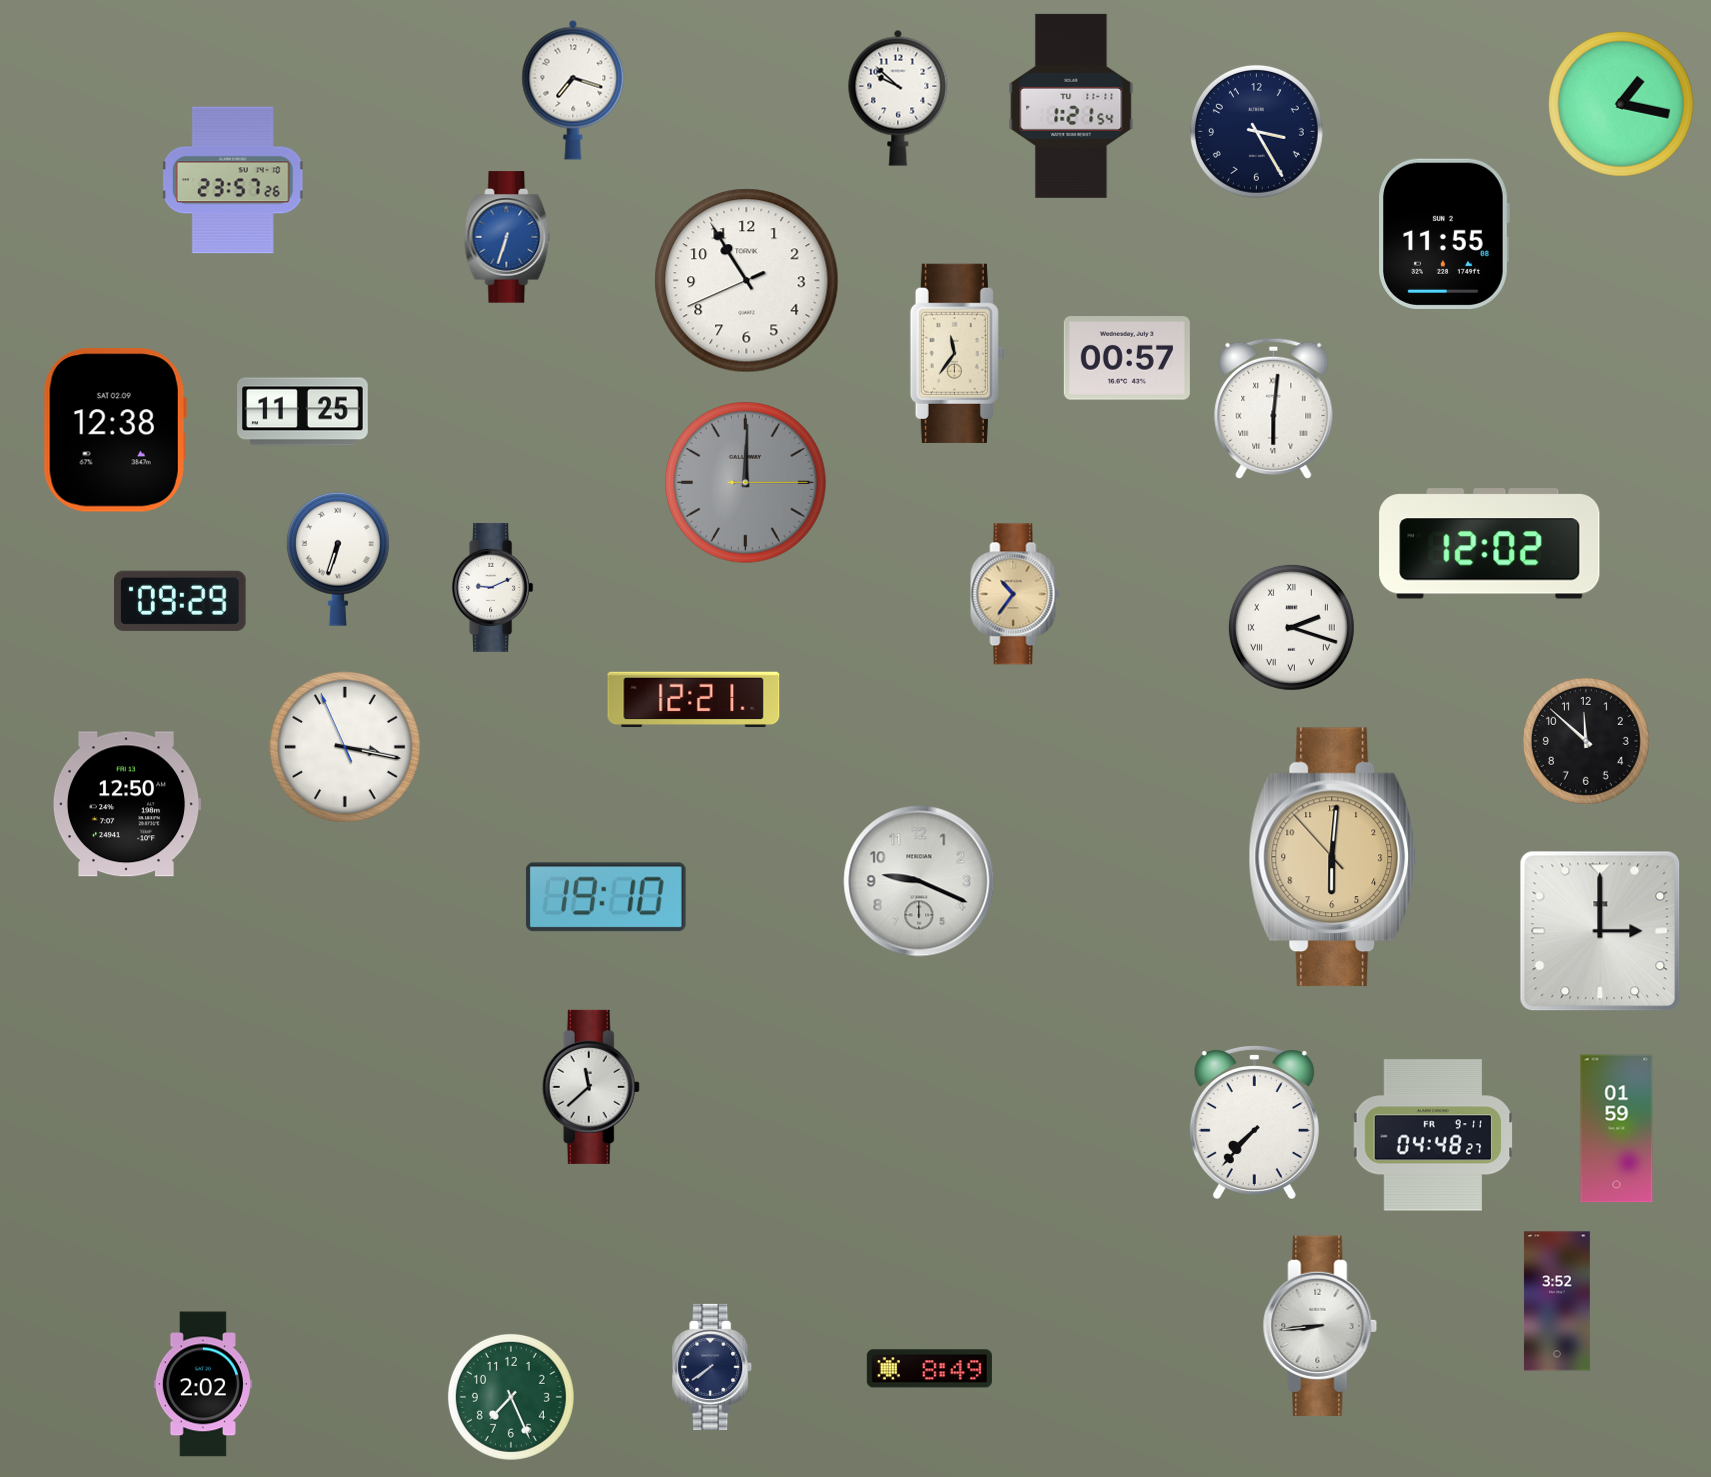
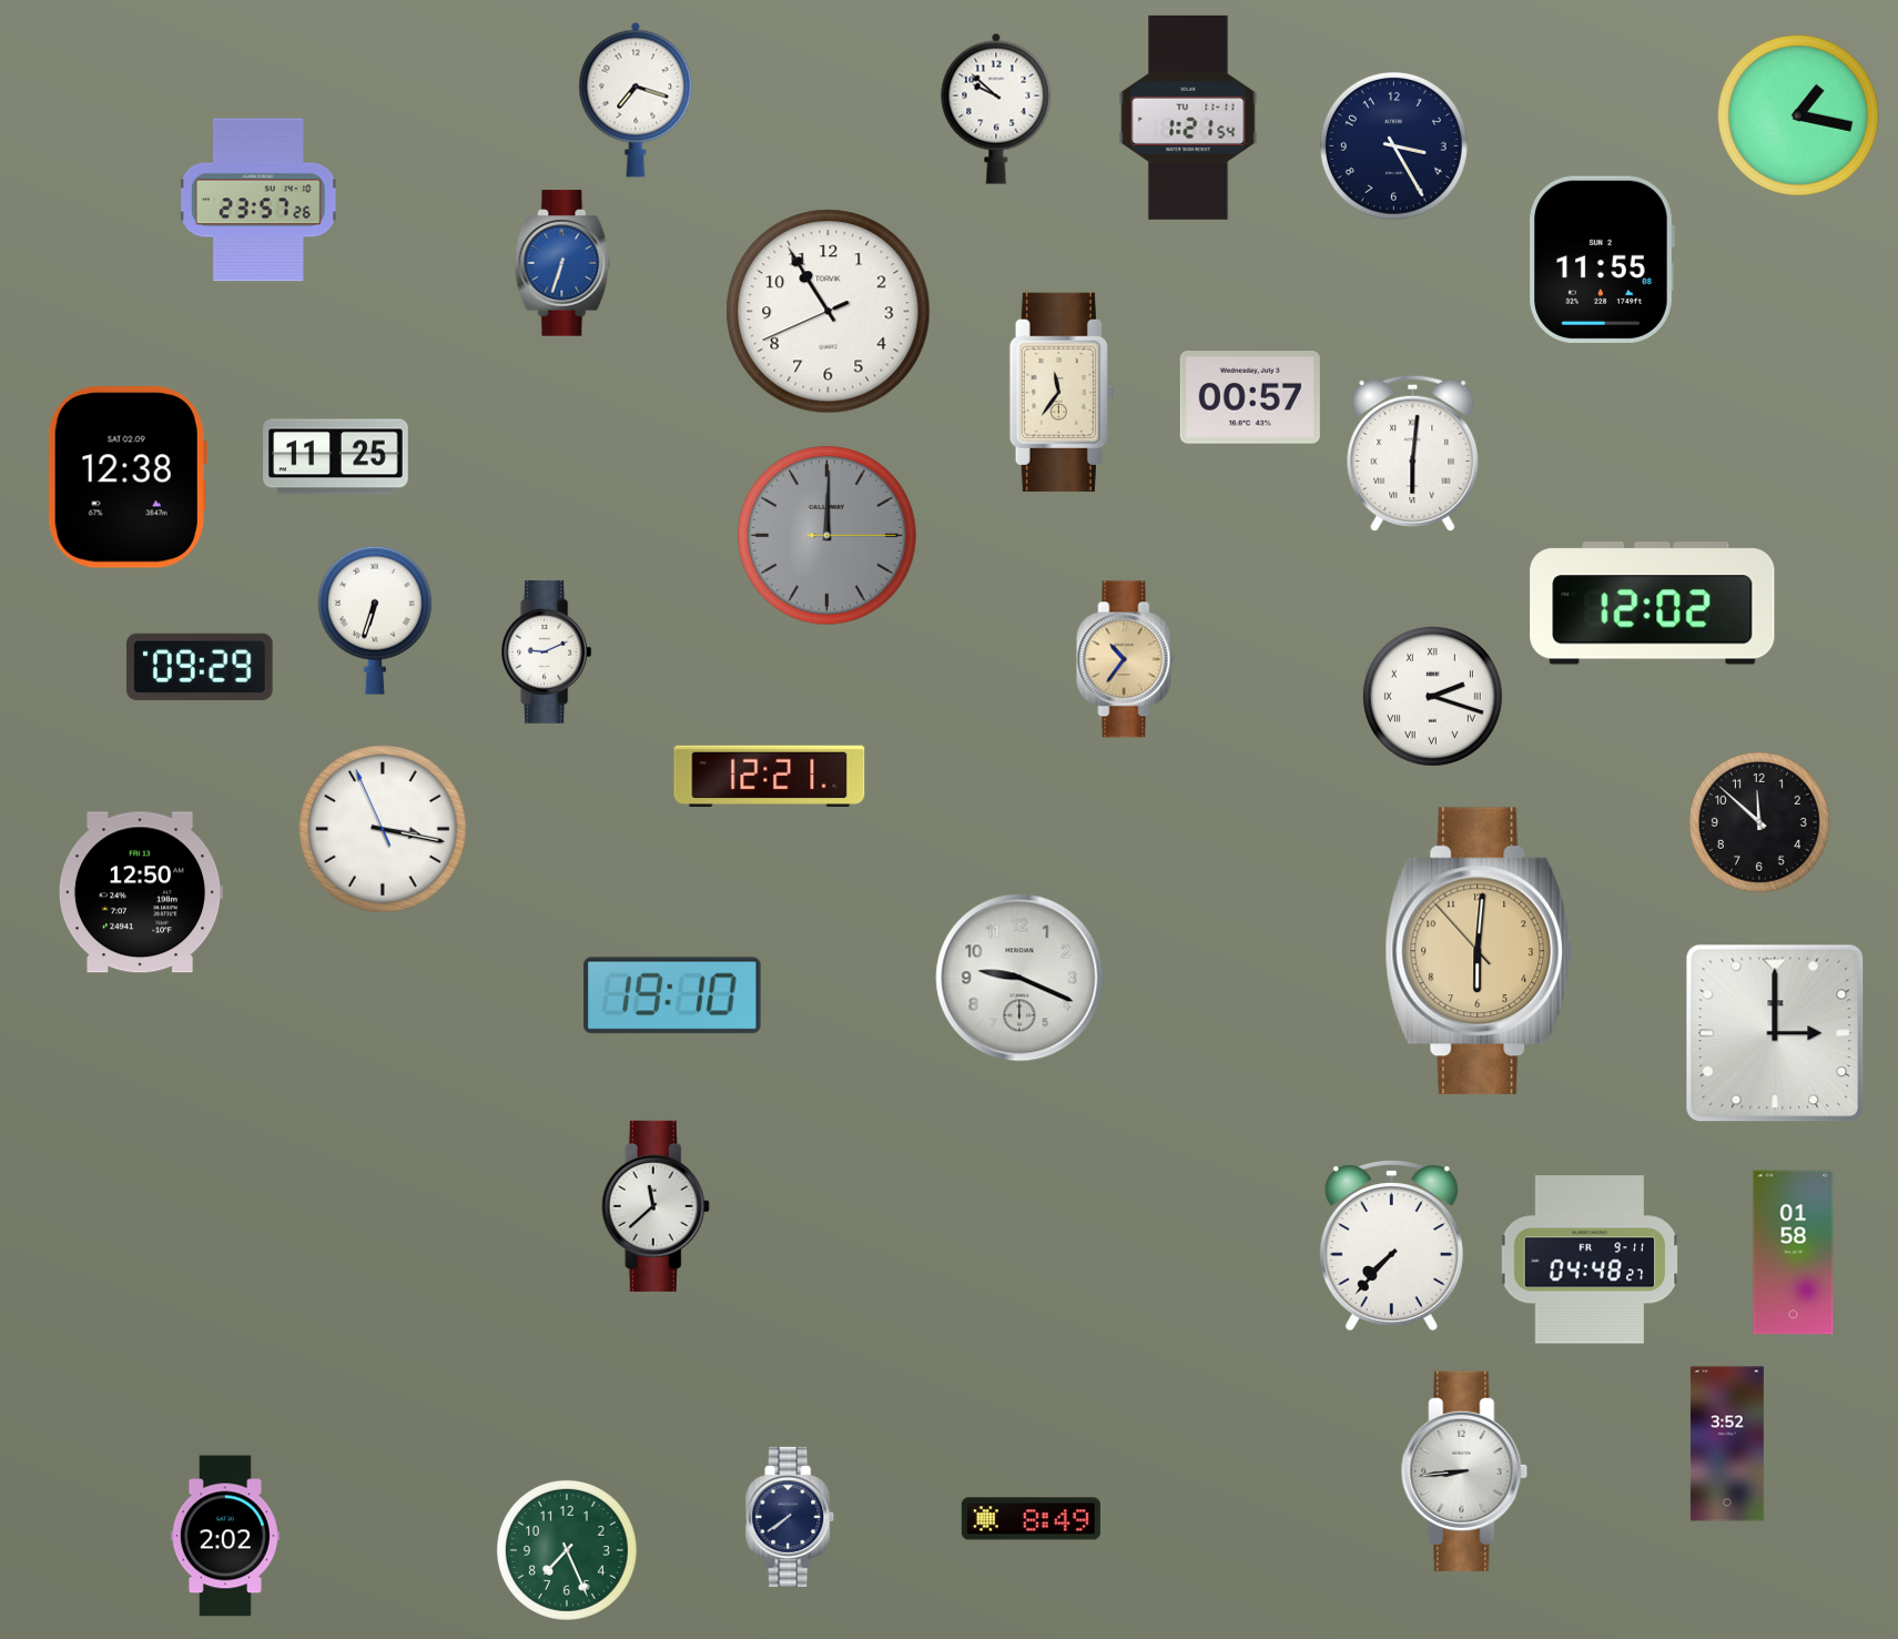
clock at (1617, 1129): 01:59 -> 01:58
